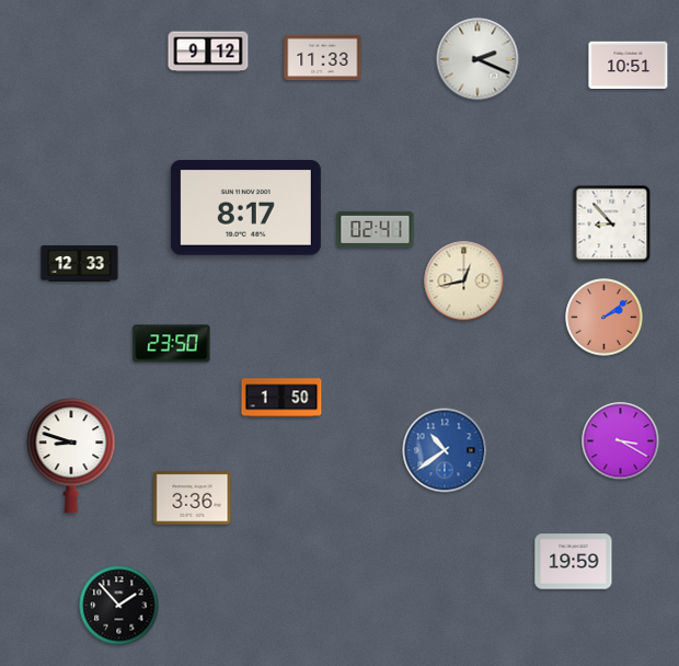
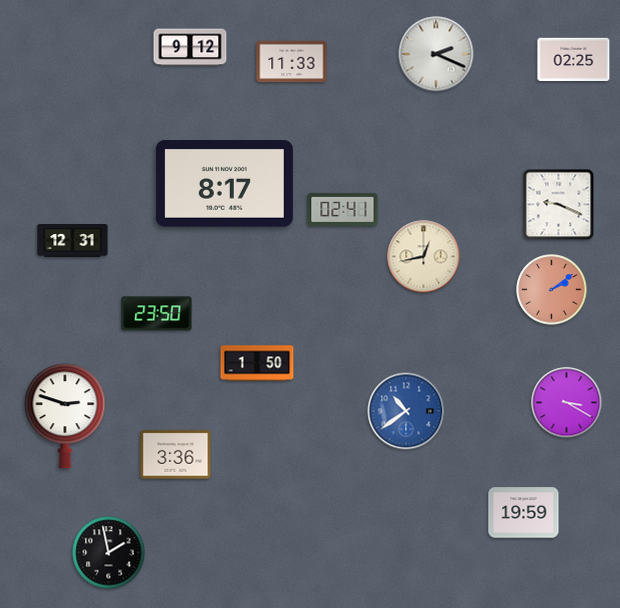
clock at (323, 58) position: (323, 58) -> (292, 62)
clock at (629, 66): 10:51 -> 02:25
clock at (245, 208) position: (245, 208) -> (224, 184)
clock at (612, 225): 8:53 -> 9:19
clock at (80, 264): 12:33 -> 12:31
clock at (71, 456): 8:48 -> 2:48
clock at (119, 606): 1:53 -> 1:58
